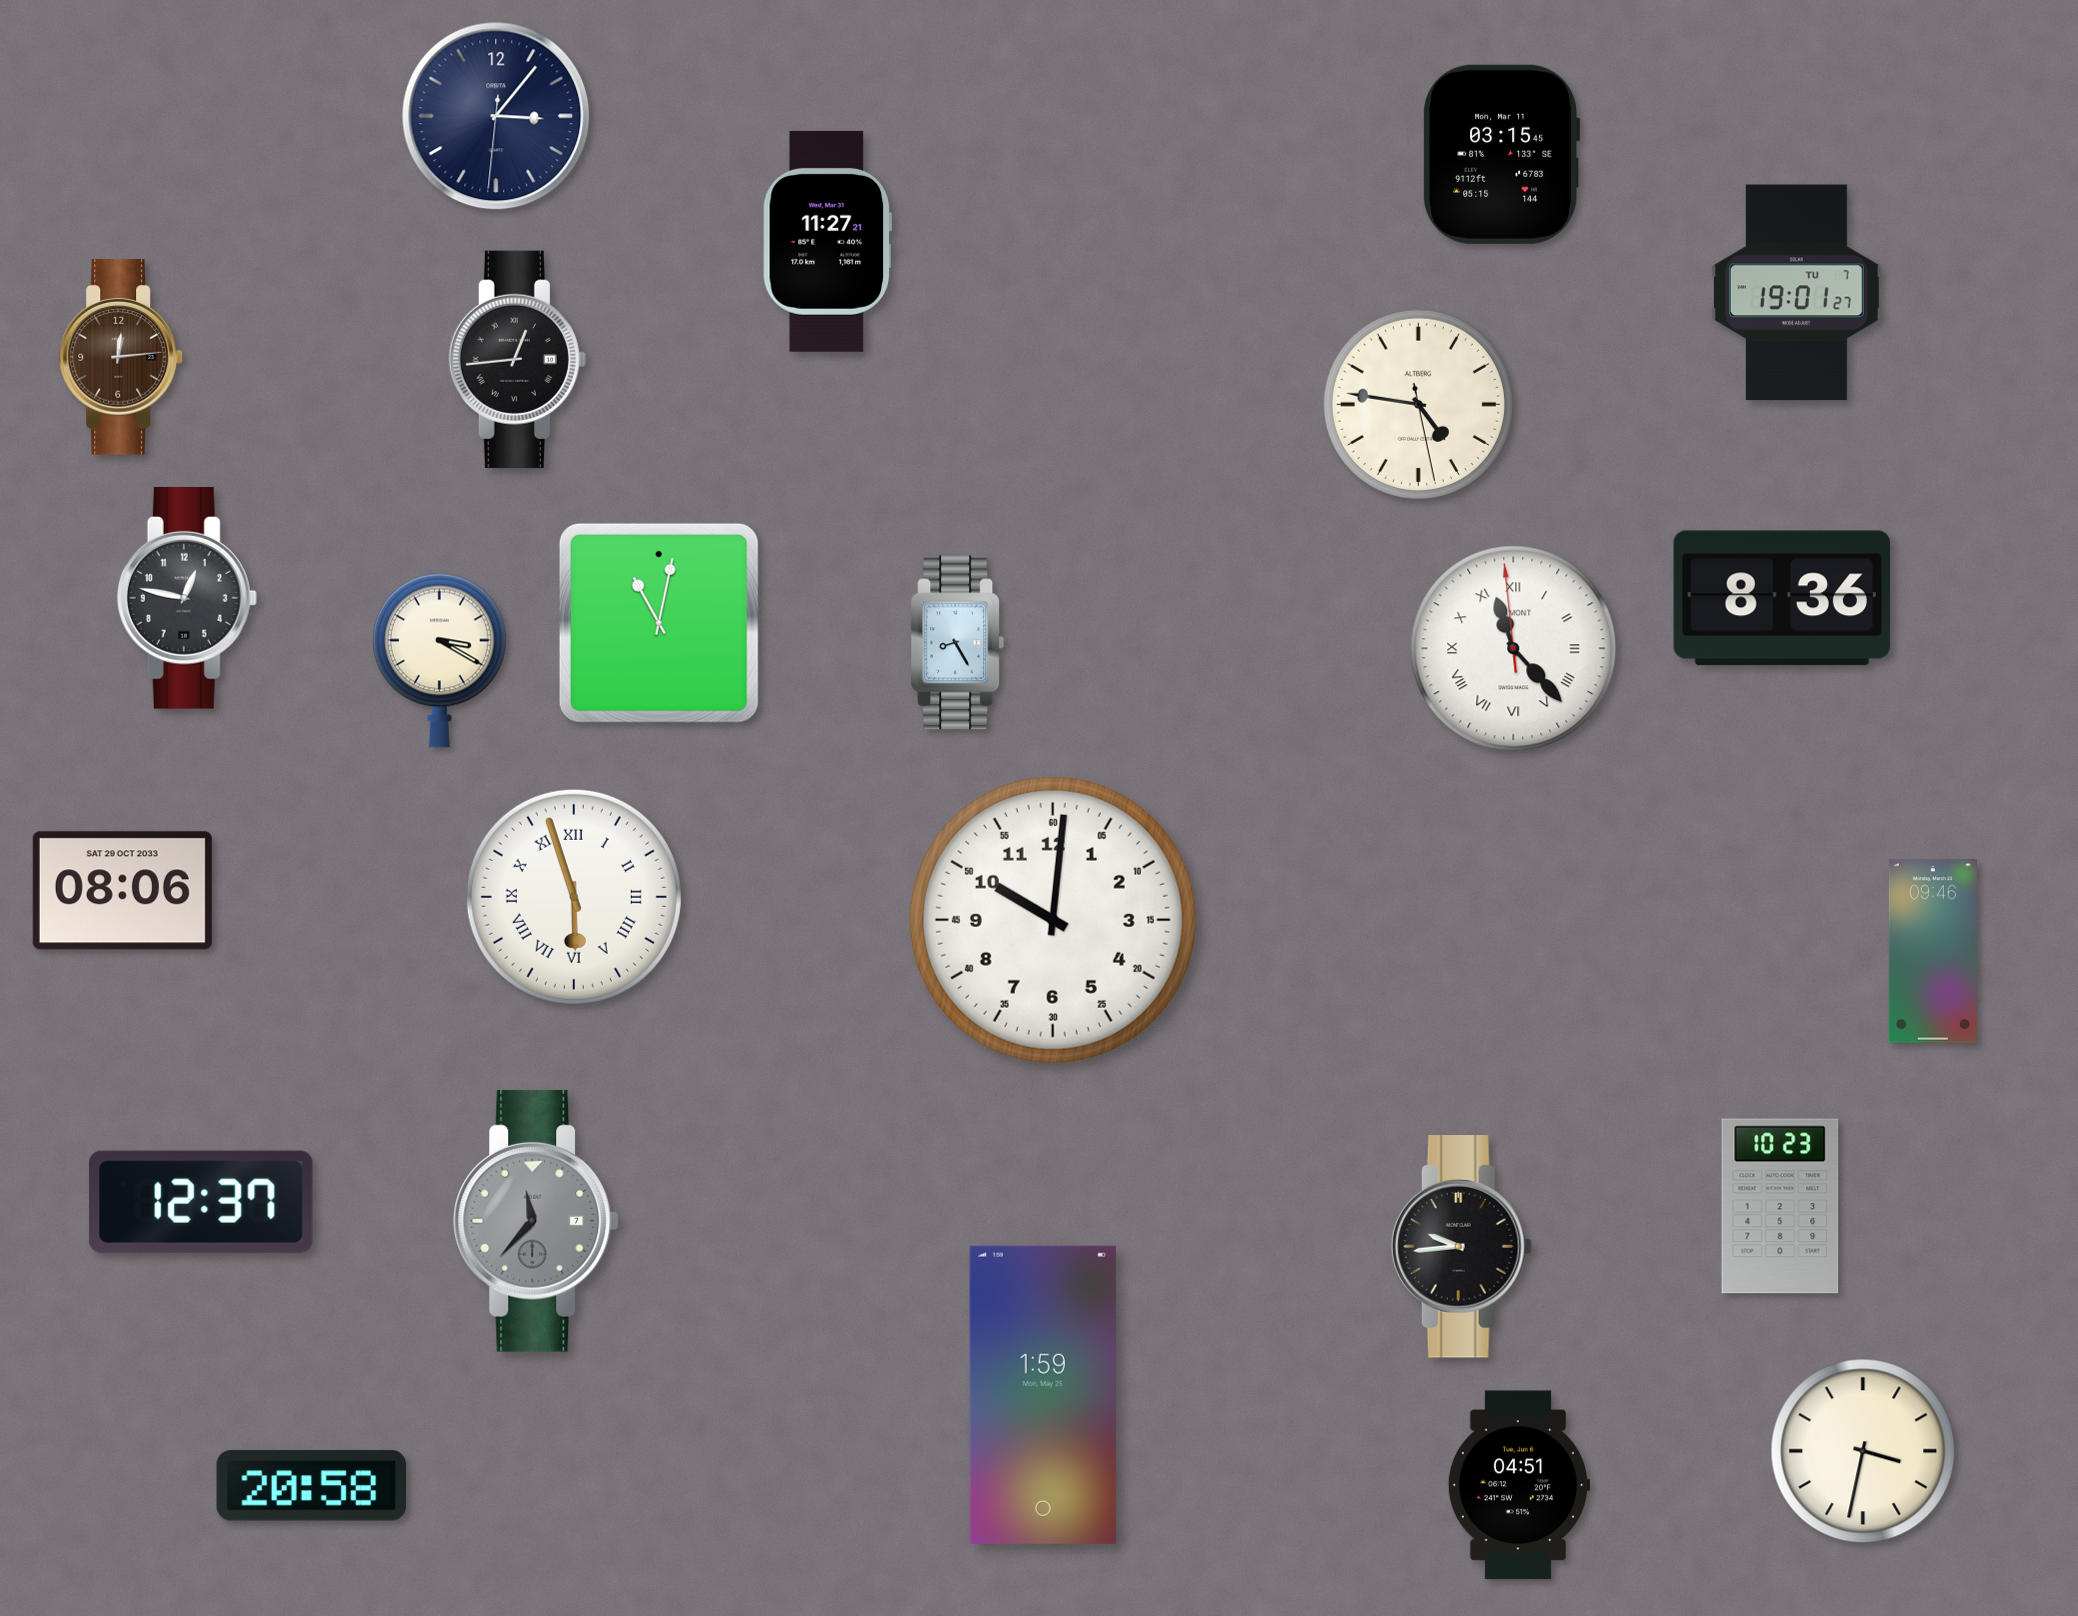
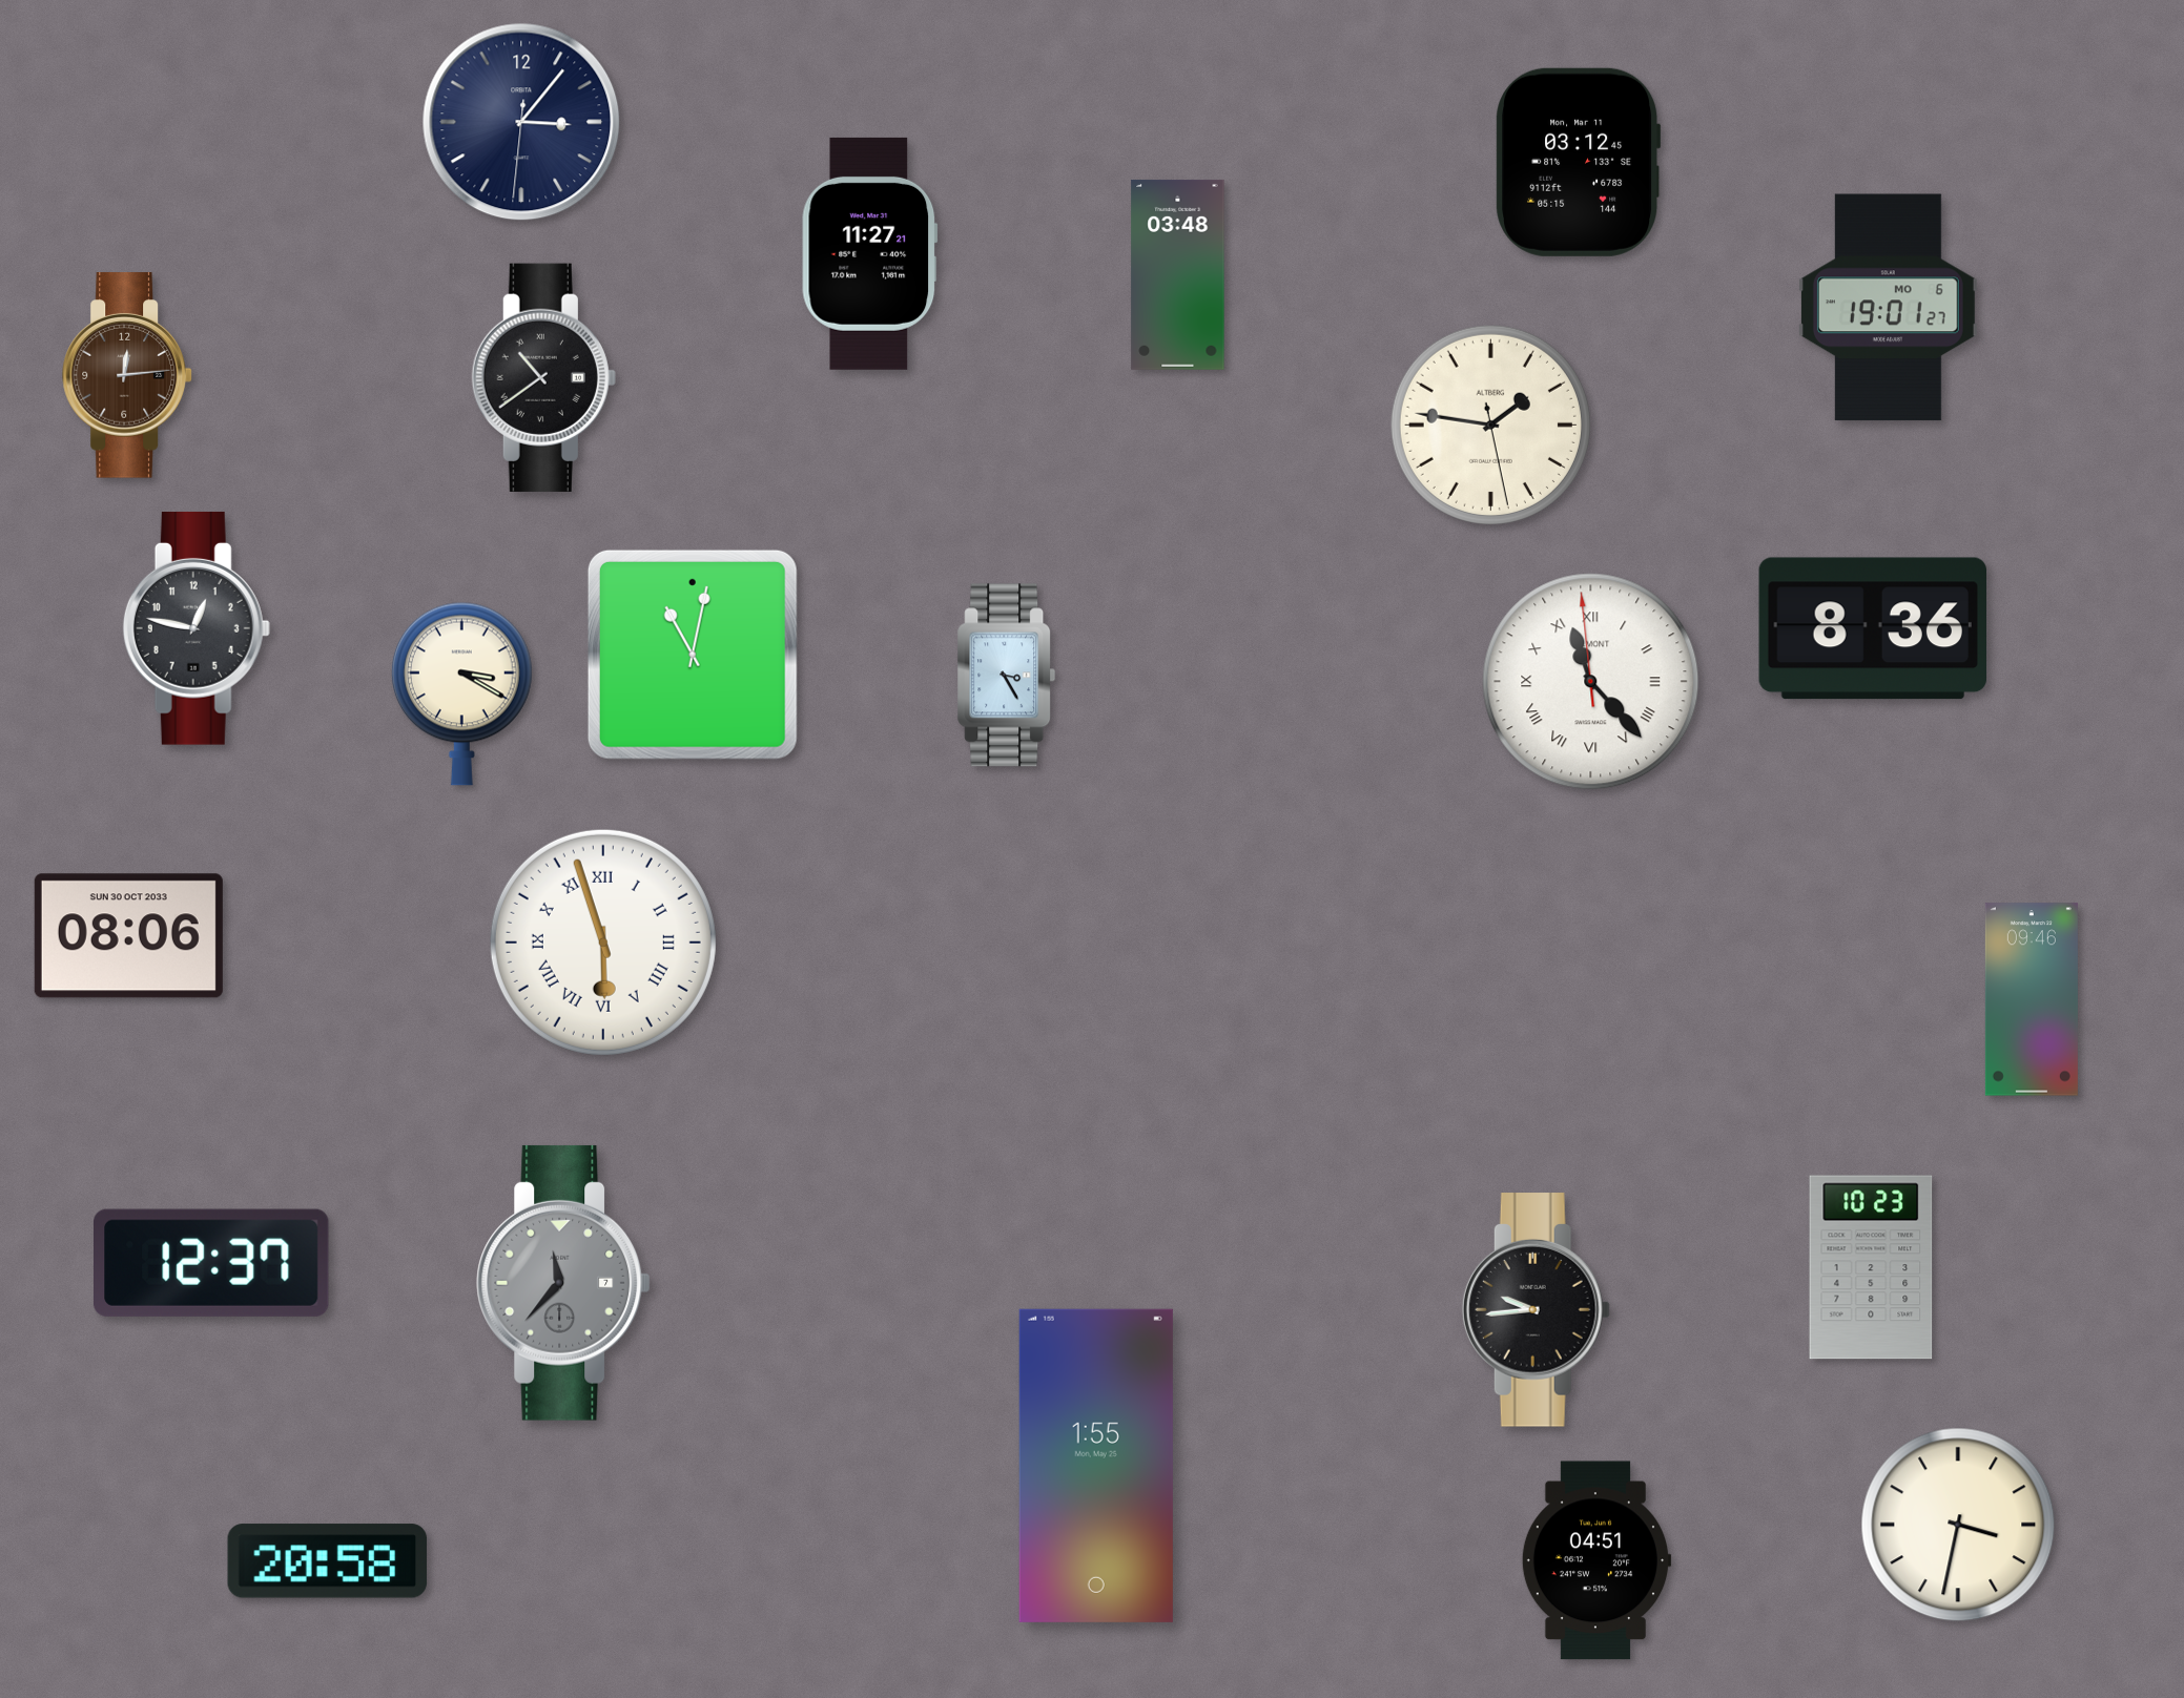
clock at (1502, 154): 03:15 -> 03:12
clock at (1178, 274): none -> 03:48
clock at (1796, 293) date: TU 7 -> MO 6
clock at (517, 359): 12:44 -> 10:39
clock at (1418, 404): 4:46 -> 1:46
clock at (958, 643): 8:25 -> 3:25
clock at (122, 891) date: SAT 29 OCT 2033 -> SUN 30 OCT 2033
clock at (1053, 920): 10:01 -> none
clock at (1043, 1395): 1:59 -> 1:55
